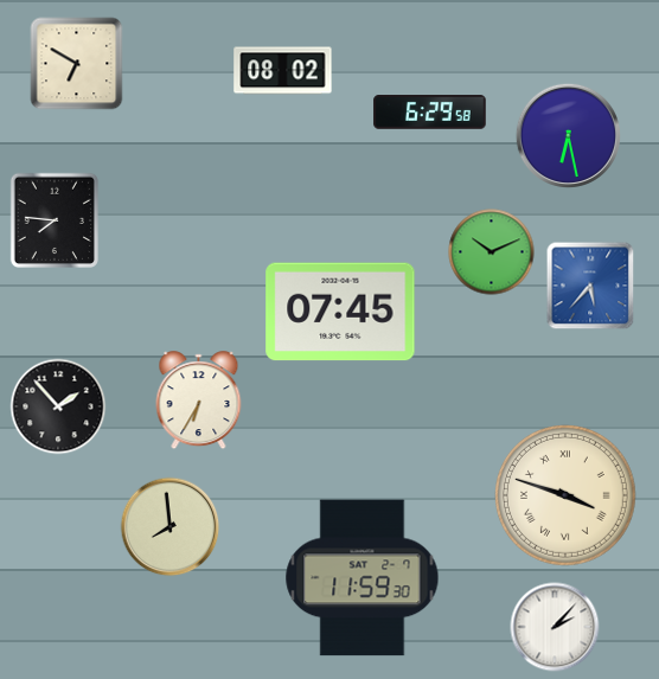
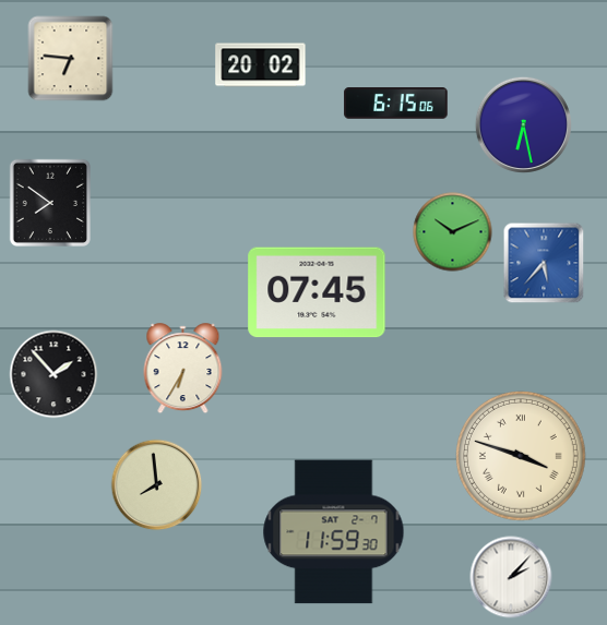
clock at (77, 64): 6:50 -> 6:46
clock at (283, 71): 08:02 -> 20:02
clock at (430, 113): 6:29 -> 6:15
clock at (55, 219): 7:46 -> 7:51
clock at (340, 312) position: (340, 312) -> (317, 292)
